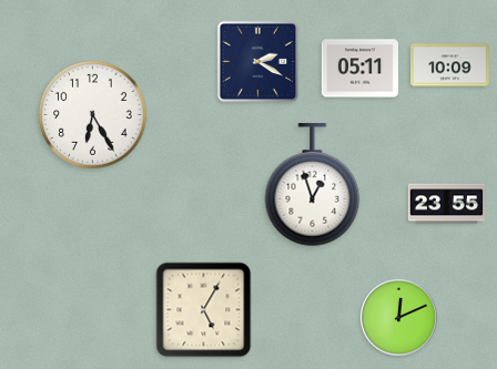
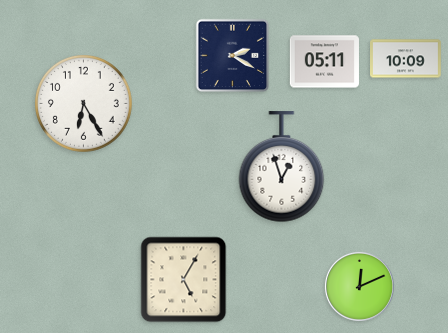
clock at (446, 204): 23:55 -> none
